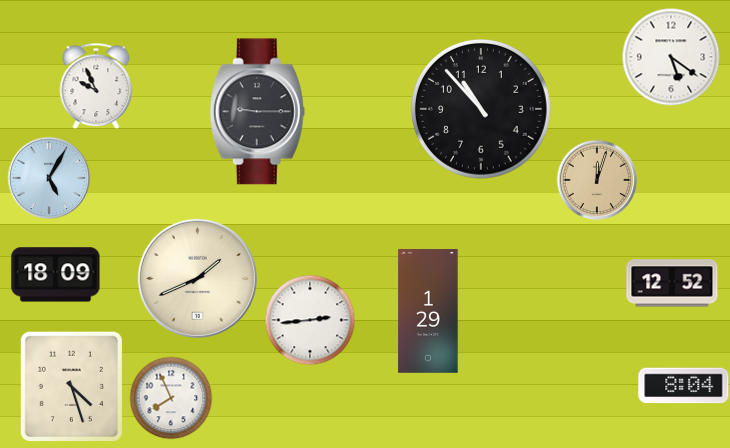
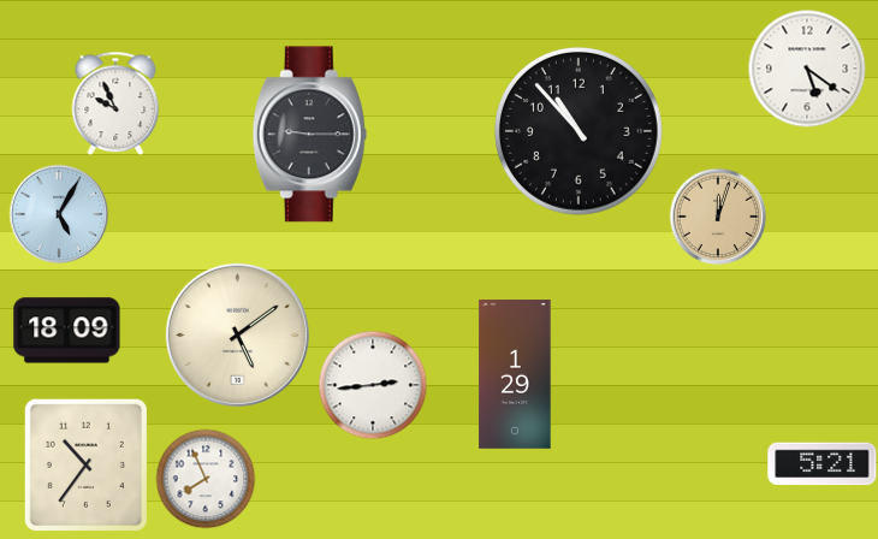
clock at (197, 278): 1:41 -> 5:09
clock at (672, 283): 12:52 -> none
clock at (71, 386): 4:27 -> 10:36
clock at (684, 386): 8:04 -> 5:21
